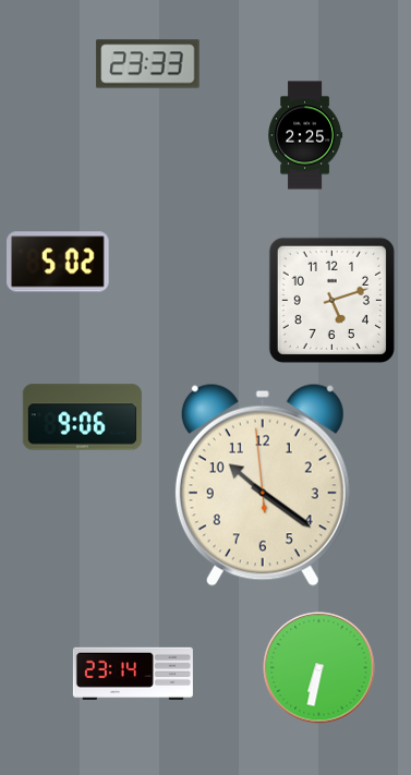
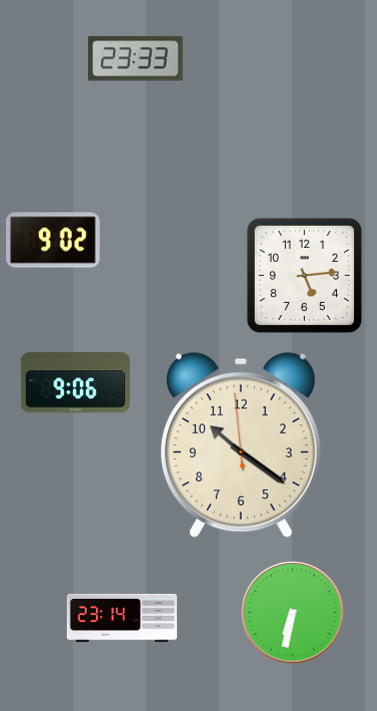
clock at (305, 135): 2:25 -> none
clock at (58, 262): 5:02 -> 9:02
clock at (331, 300): 5:12 -> 5:14
